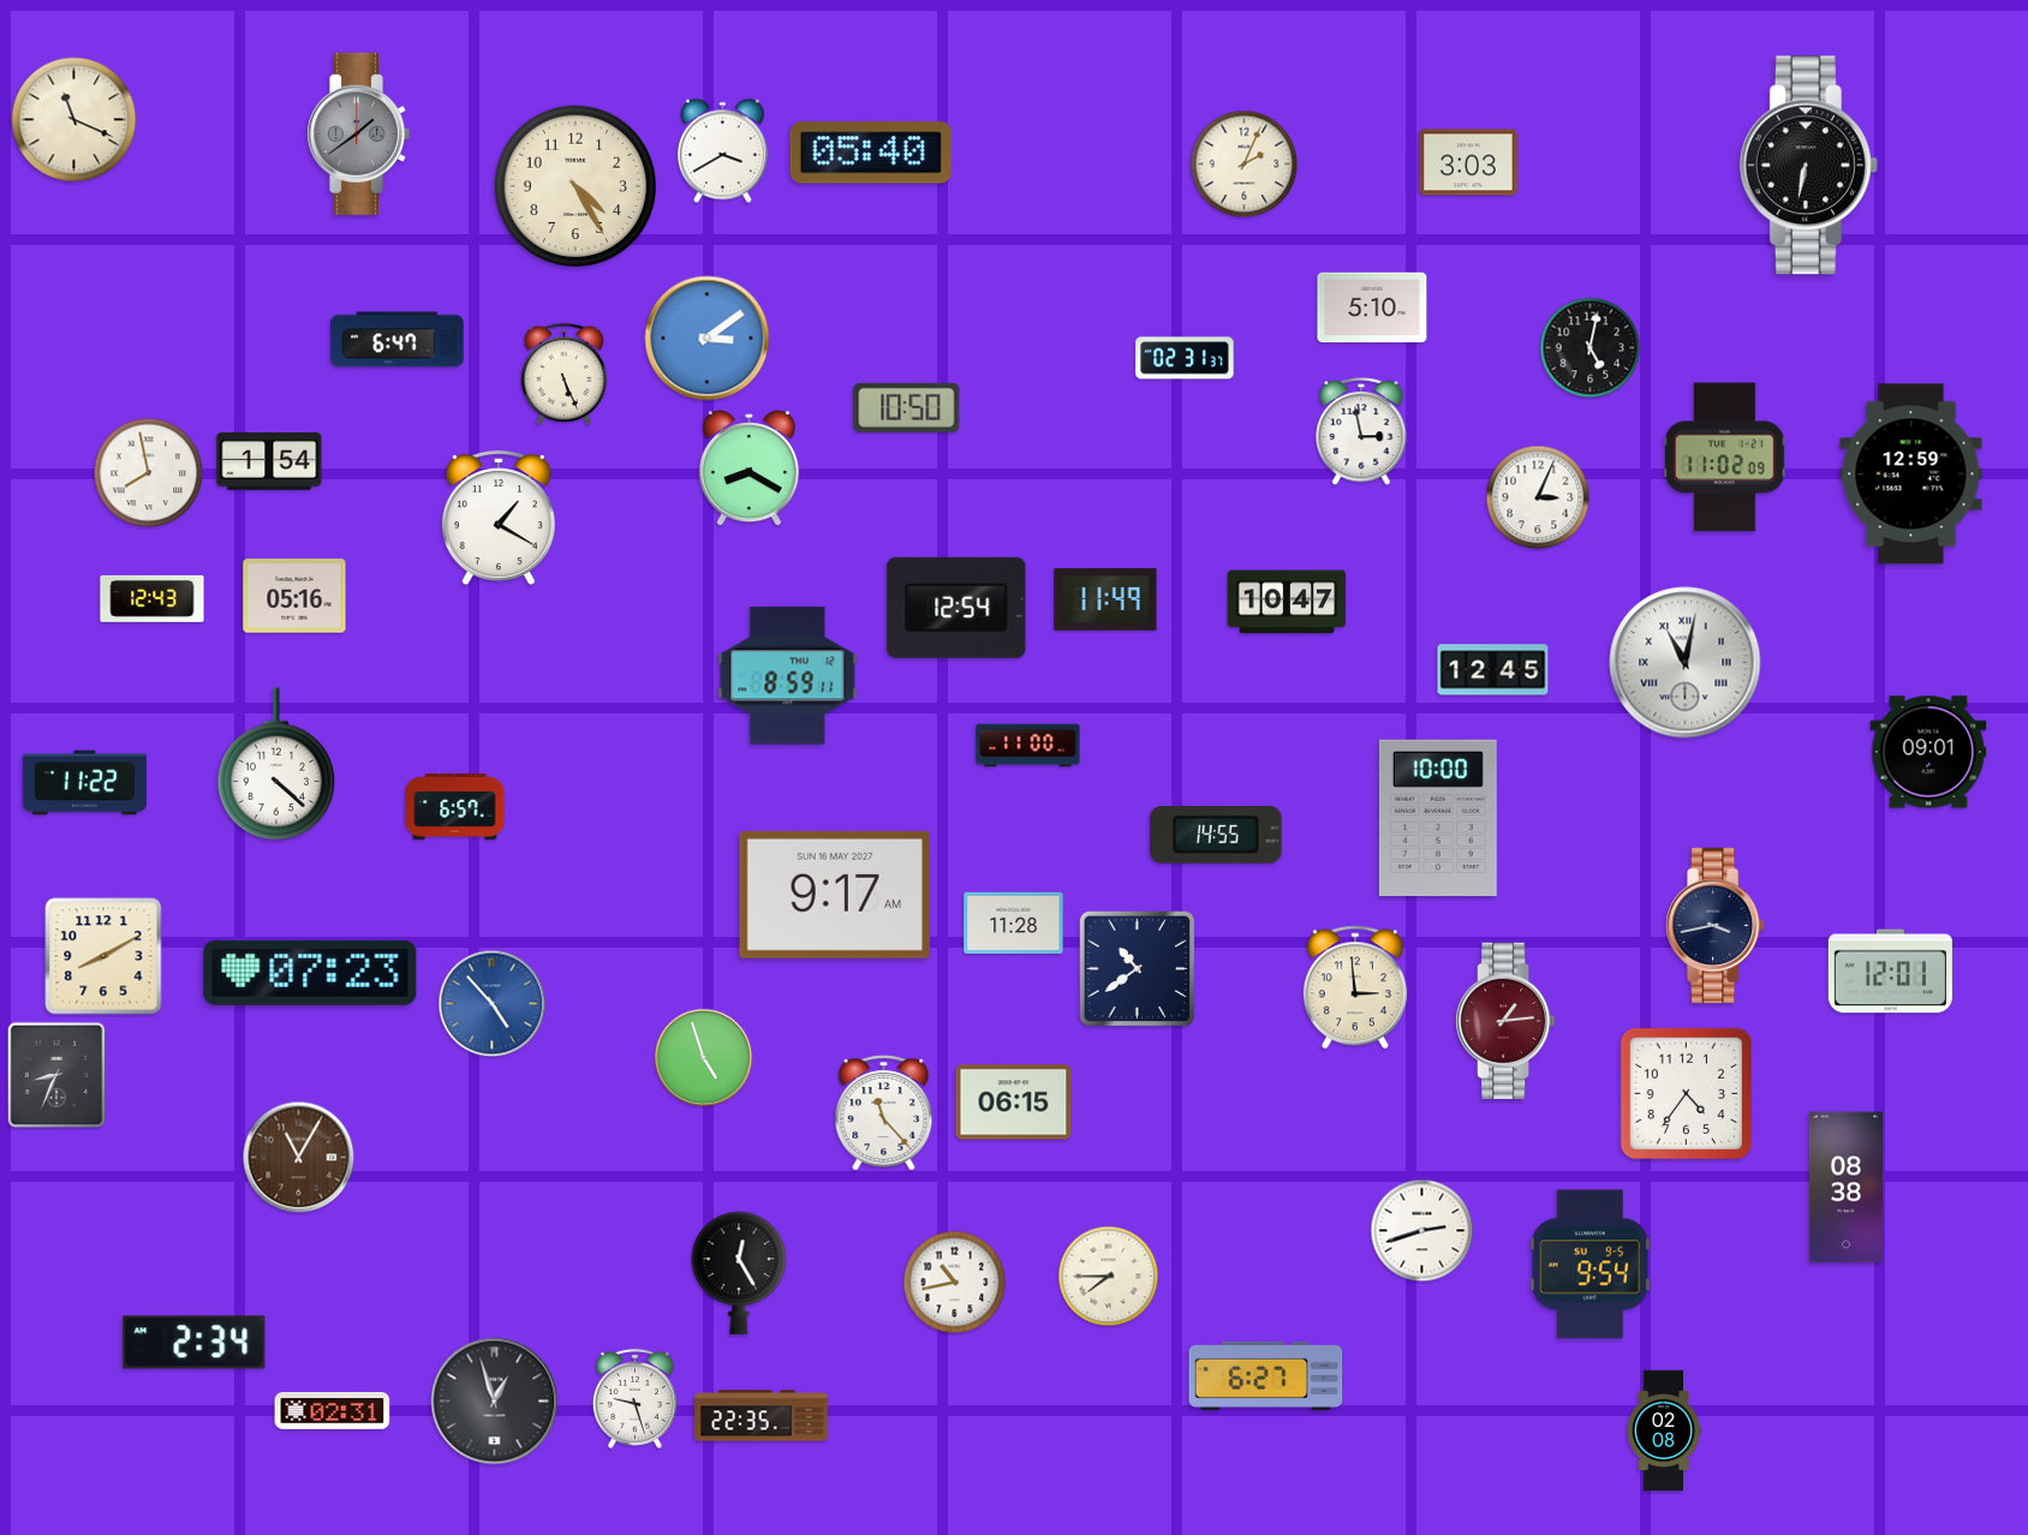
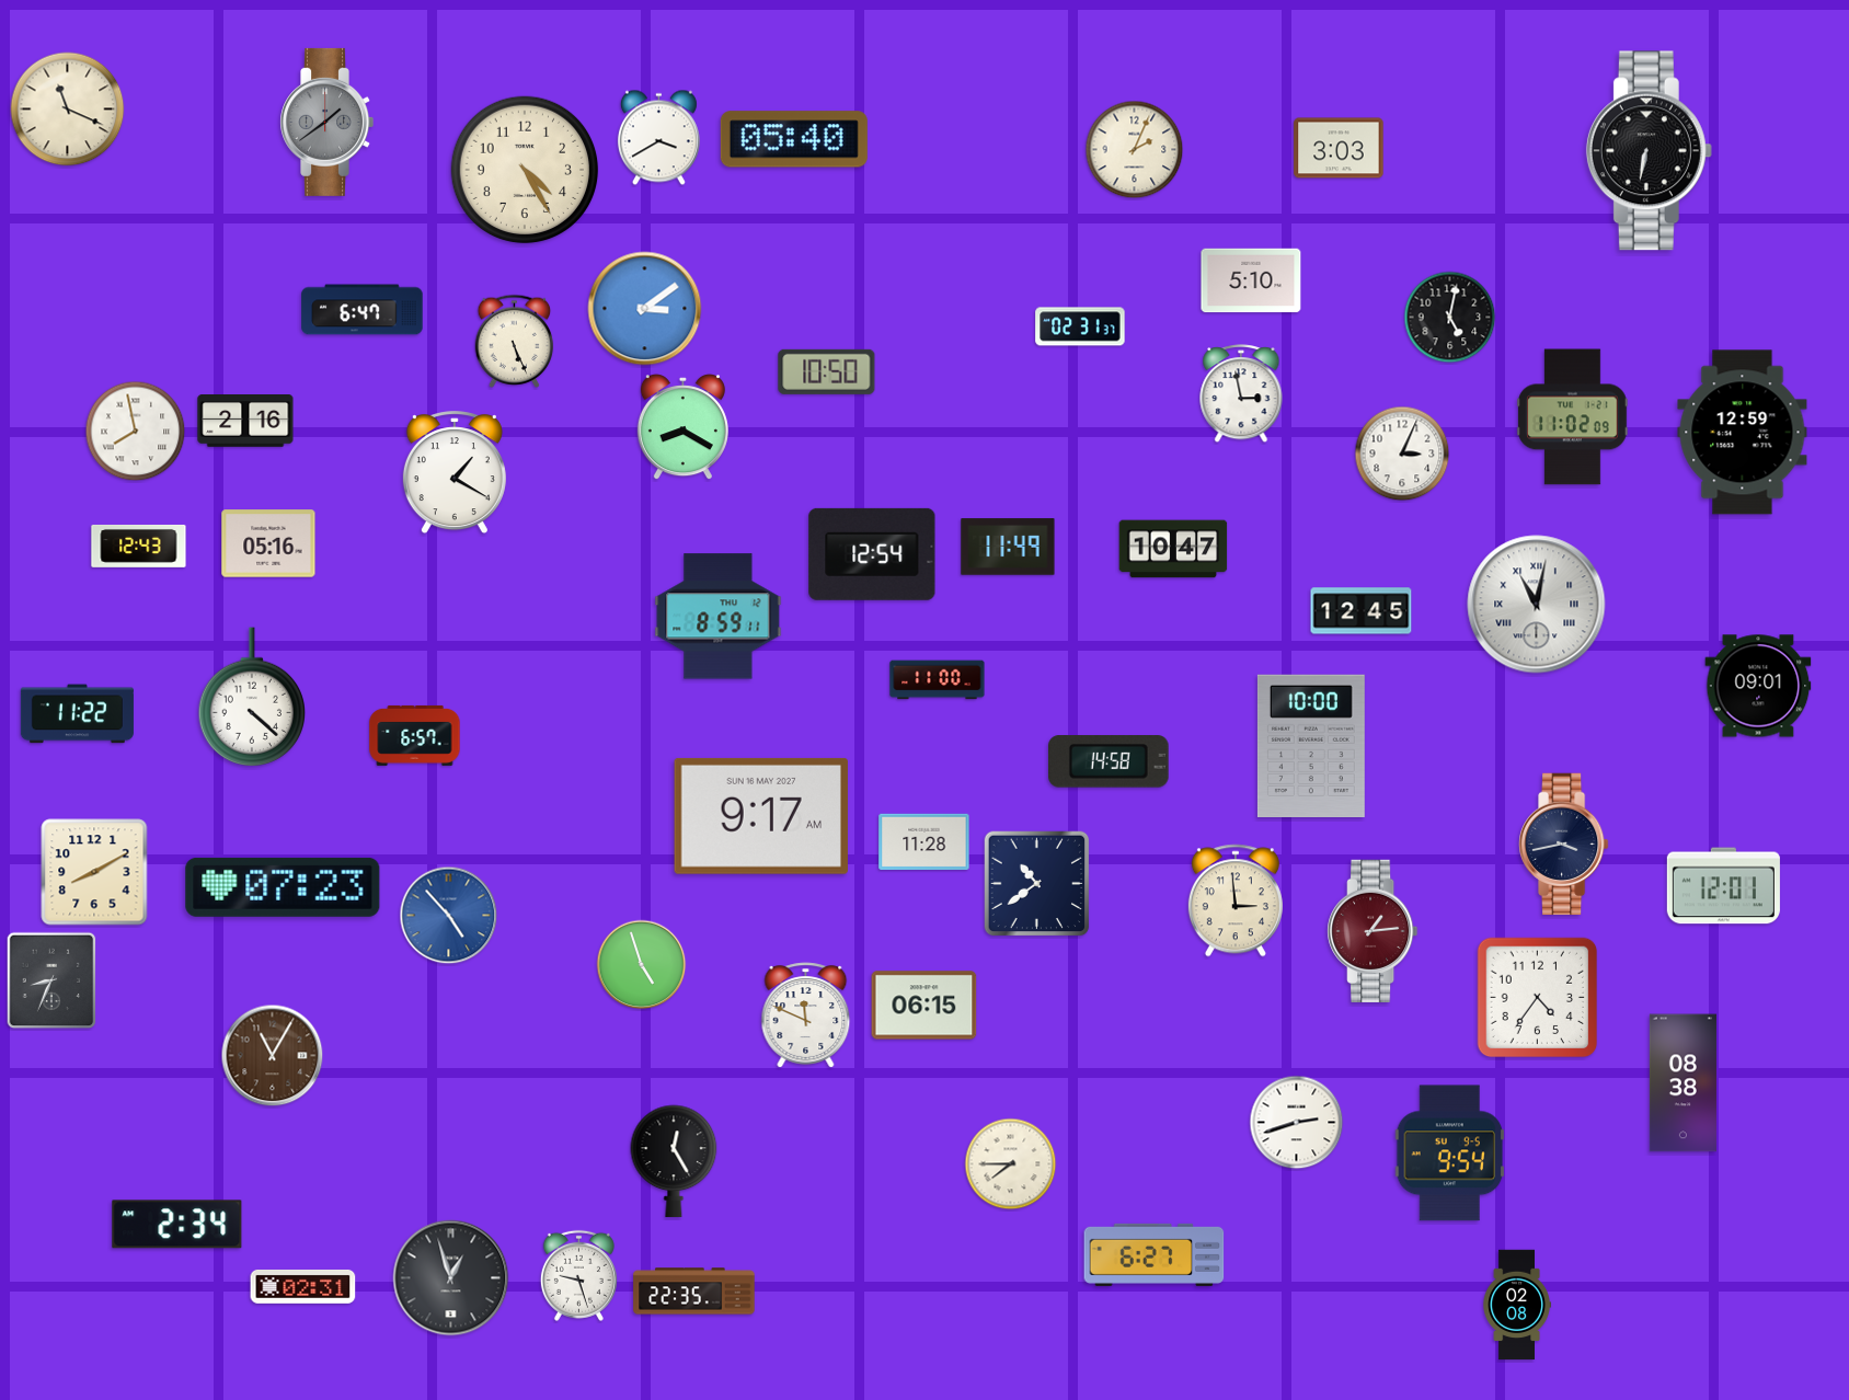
clock at (269, 462): 1:54 -> 2:16
clock at (1217, 835): 14:55 -> 14:58
clock at (884, 1113): 11:23 -> 11:49
clock at (955, 1283): 10:43 -> none
